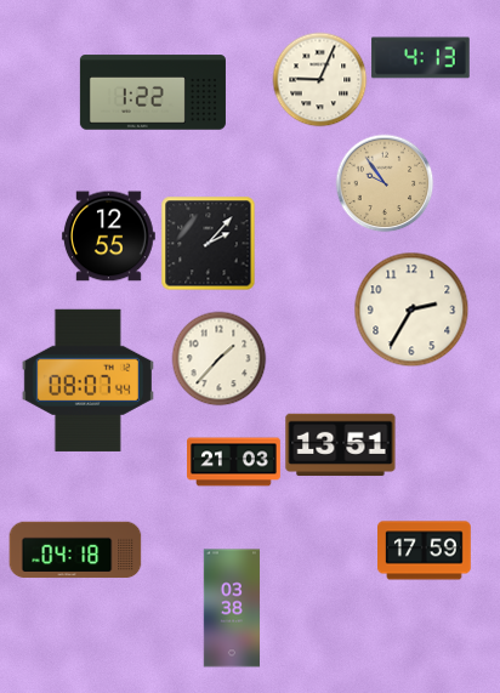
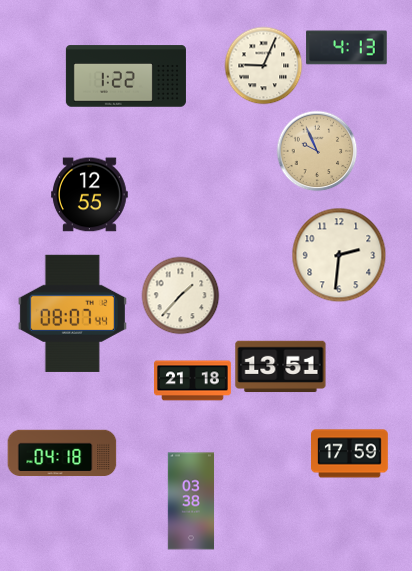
clock at (385, 183): 9:54 -> 9:56
clock at (208, 243): 2:07 -> none
clock at (411, 309): 2:35 -> 2:31
clock at (234, 462): 21:03 -> 21:18
